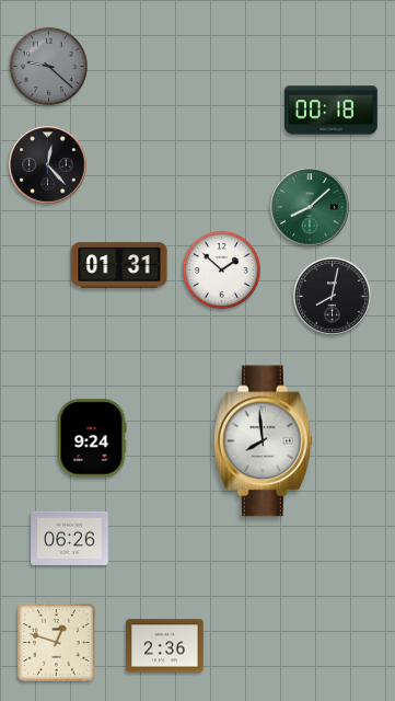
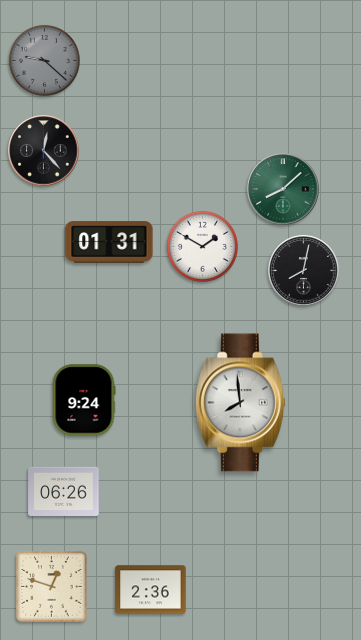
clock at (332, 111): 00:18 -> none
clock at (221, 269): 1:52 -> 1:50
